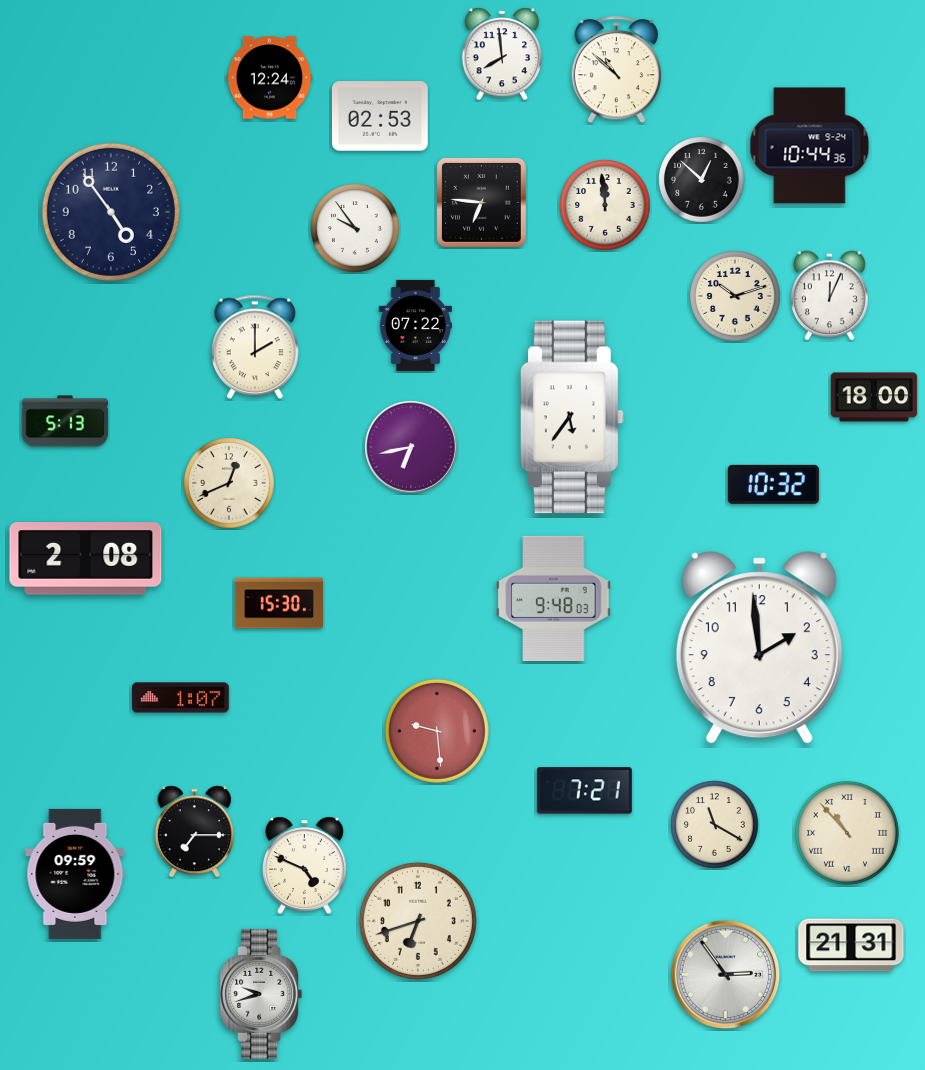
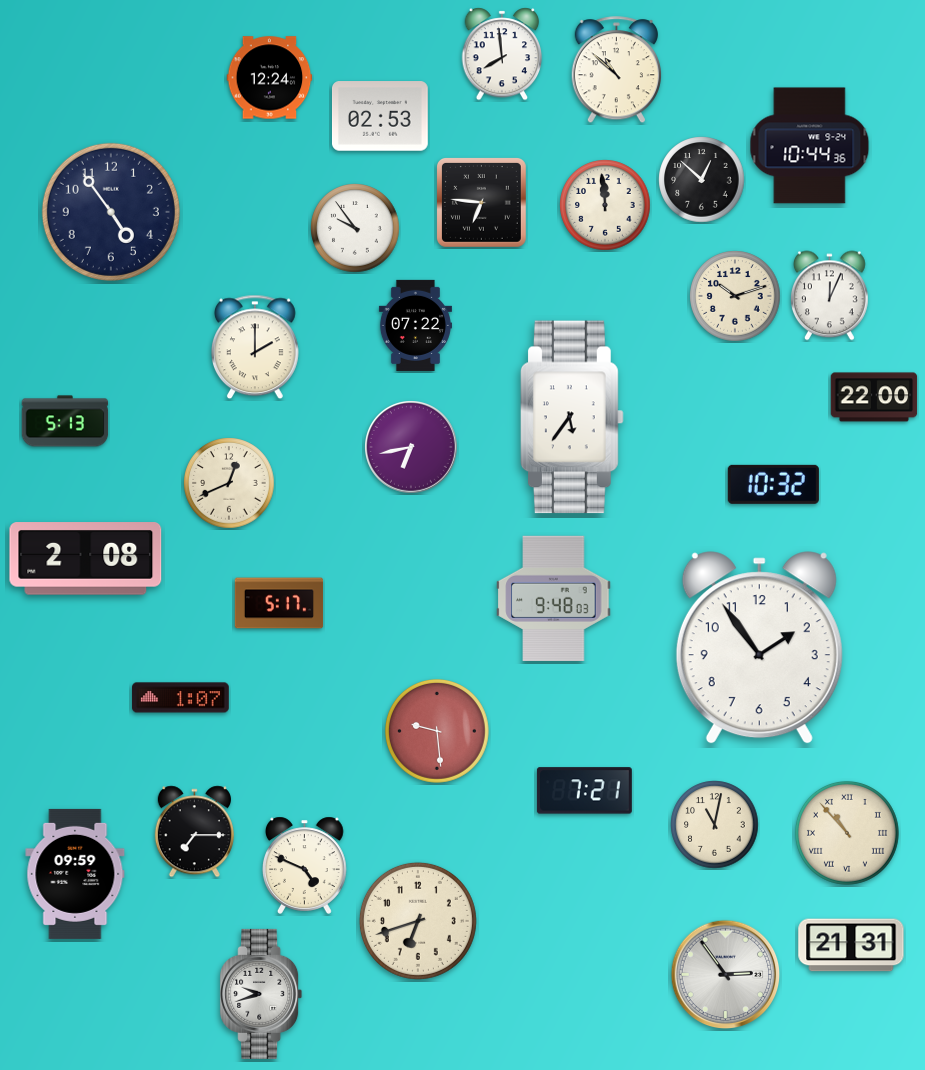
clock at (874, 397): 18:00 -> 22:00
clock at (279, 603): 15:30 -> 5:17
clock at (759, 648): 1:59 -> 1:54
clock at (715, 825): 11:20 -> 11:02
